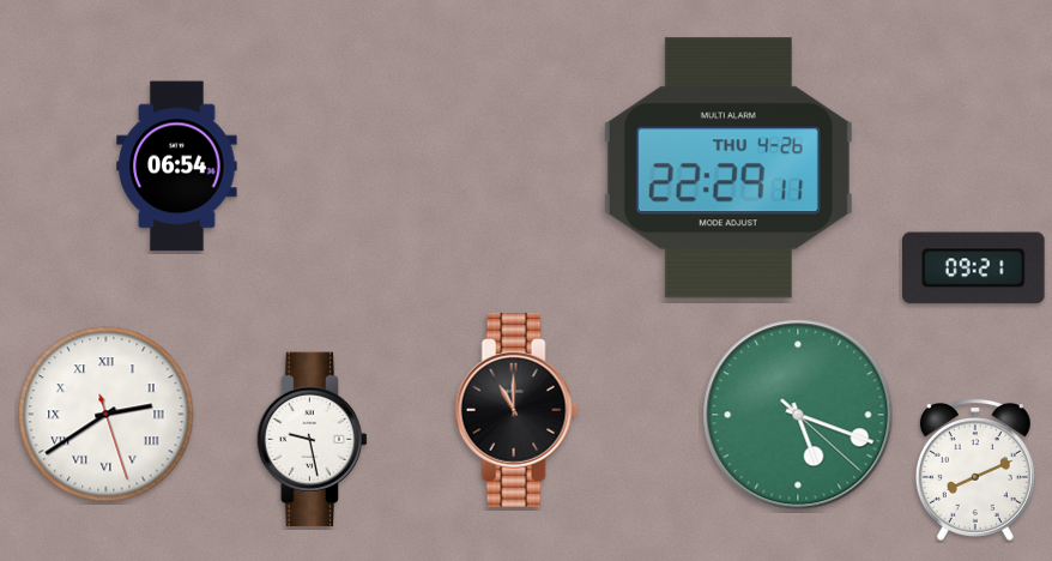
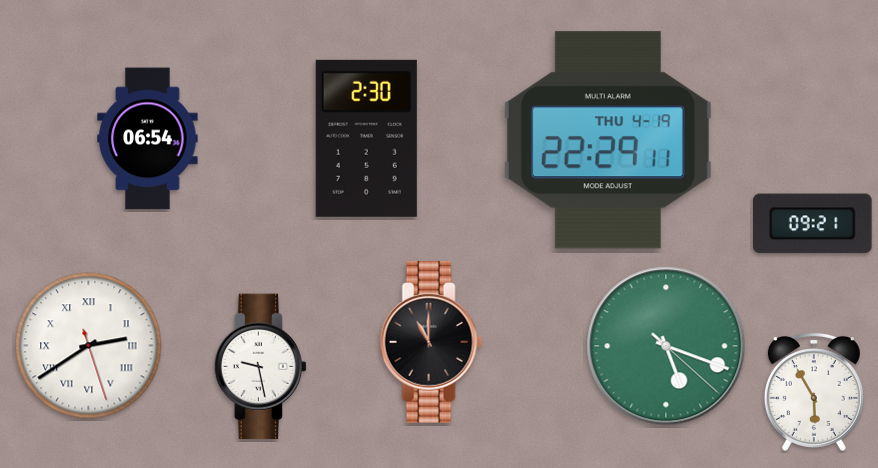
clock at (366, 138): none -> 2:30
clock at (728, 168) date: THU 4-26 -> THU 4-19
clock at (975, 470): 8:11 -> 5:55
